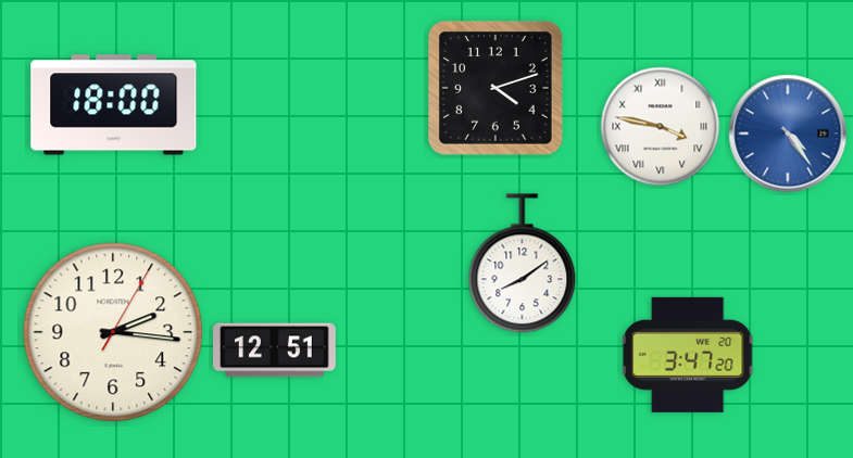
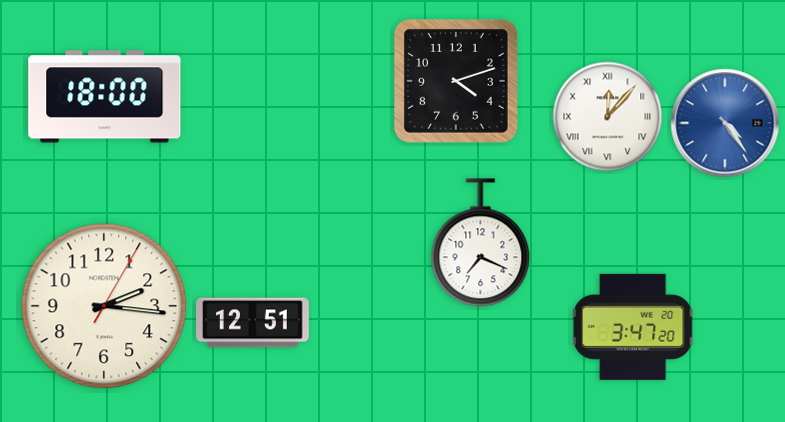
clock at (661, 127): 3:47 -> 12:07
clock at (523, 264): 8:09 -> 7:19
